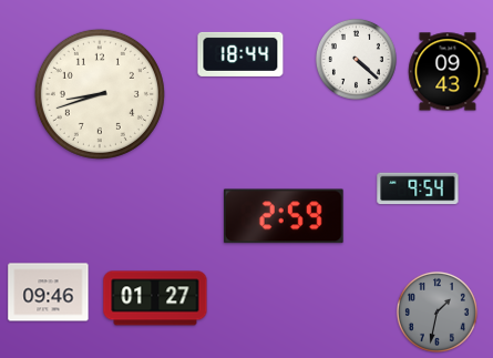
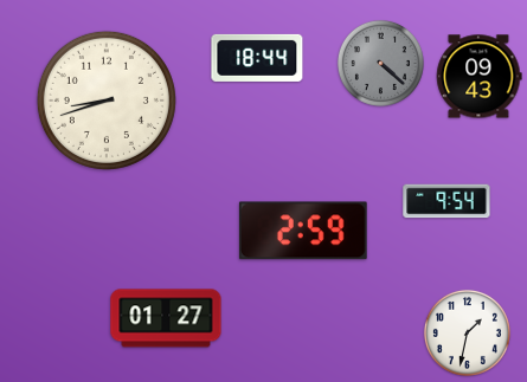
clock at (356, 59) dial: white -> grey
clock at (49, 293): 09:46 -> none
clock at (436, 311) dial: grey -> white
